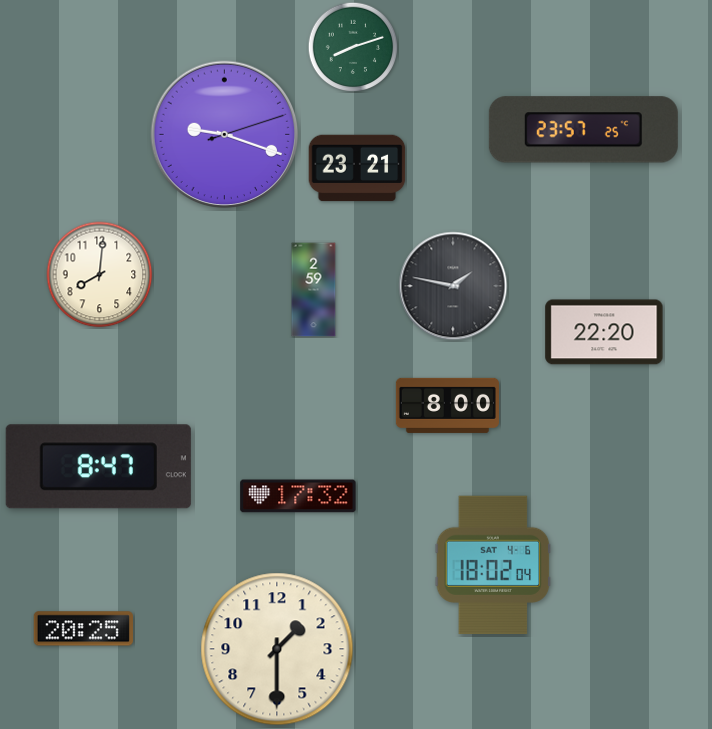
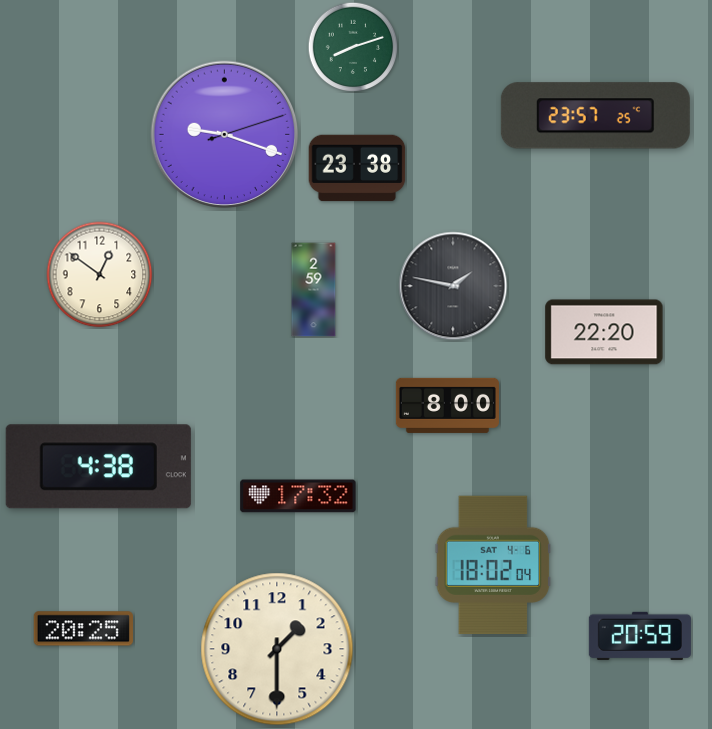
clock at (583, 130) position: (583, 130) -> (595, 116)
clock at (357, 168): 23:21 -> 23:38
clock at (100, 275): 8:01 -> 12:51
clock at (98, 467): 8:47 -> 4:38
clock at (640, 636): none -> 20:59
